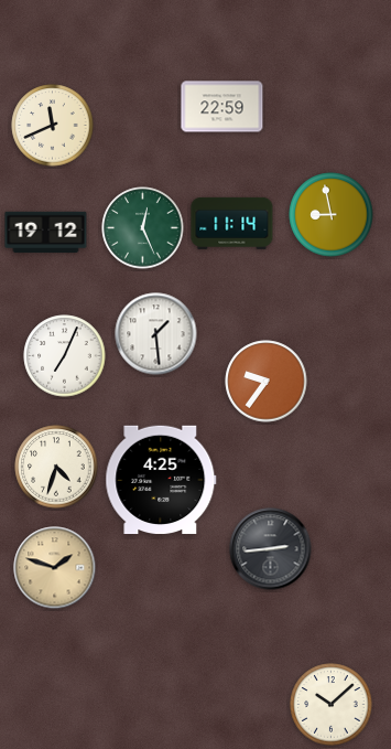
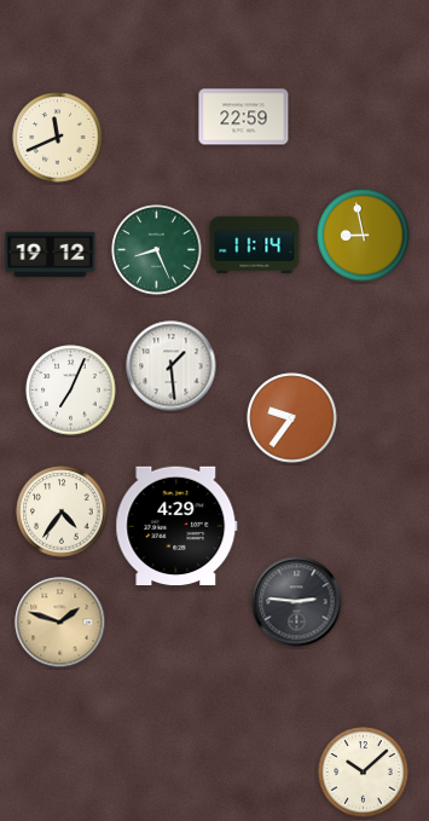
clock at (143, 228): 12:26 -> 8:26
clock at (56, 467): 4:33 -> 4:36
clock at (161, 480): 4:25 -> 4:29
clock at (271, 549): 2:44 -> 2:46
